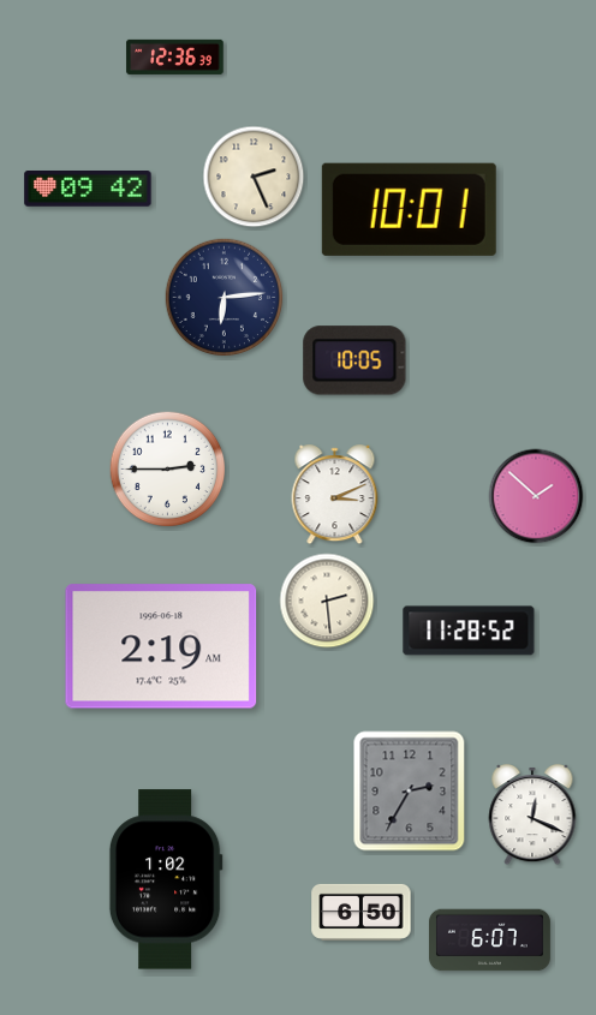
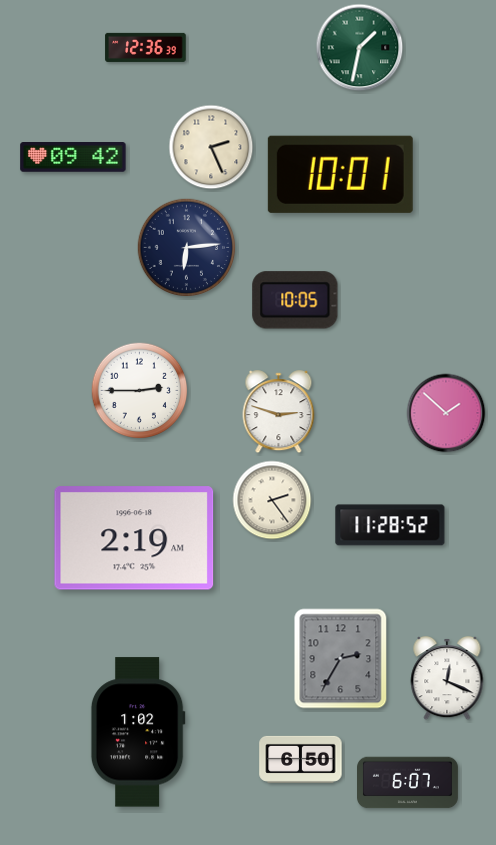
clock at (360, 48): none -> 1:32
clock at (335, 495): 3:11 -> 2:48
clock at (327, 601): 2:29 -> 2:24
clock at (532, 814) position: (532, 814) -> (447, 678)
